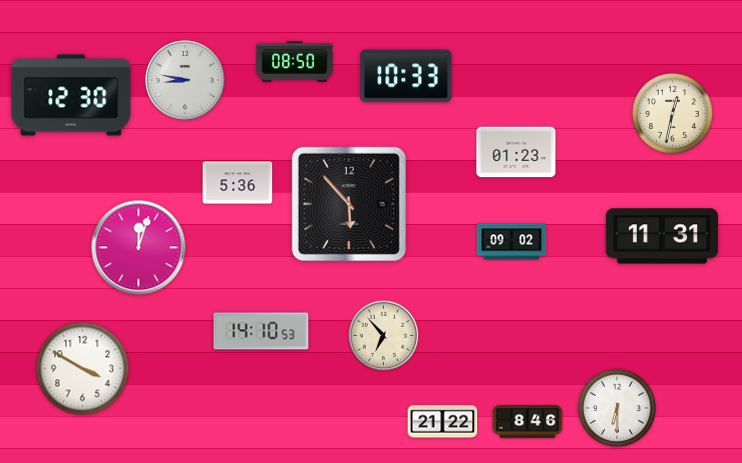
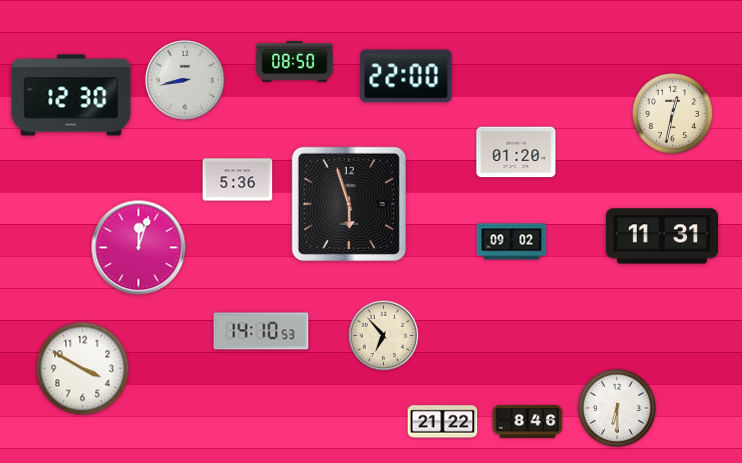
clock at (406, 76): 10:33 -> 22:00
clock at (186, 81): 8:47 -> 8:43
clock at (516, 152): 01:23 -> 01:20
clock at (238, 183) position: (238, 183) -> (238, 180)
clock at (349, 204): 5:53 -> 5:57
